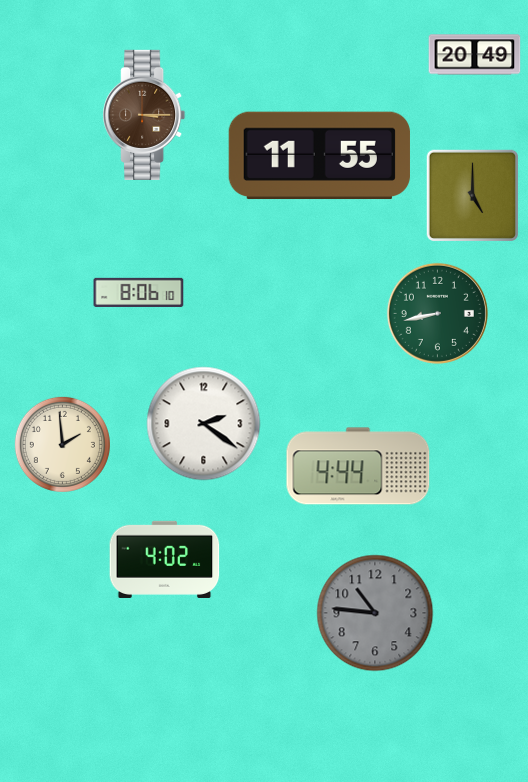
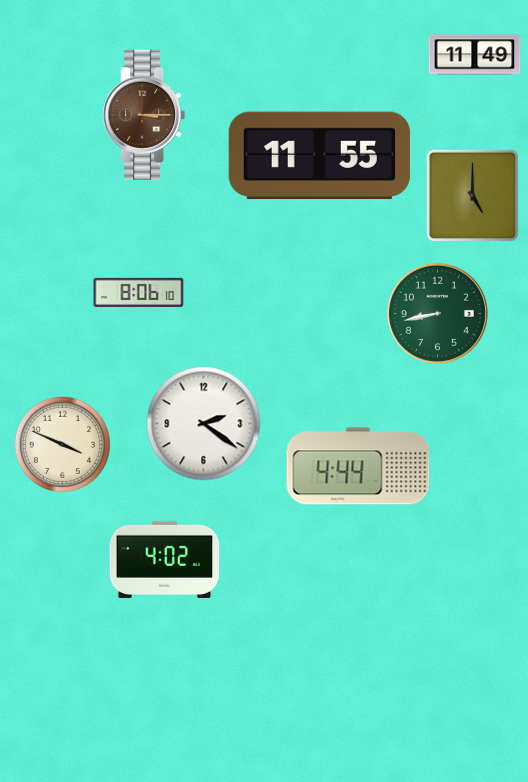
clock at (475, 55): 20:49 -> 11:49
clock at (62, 444): 1:59 -> 3:49
clock at (375, 613): 10:46 -> none
